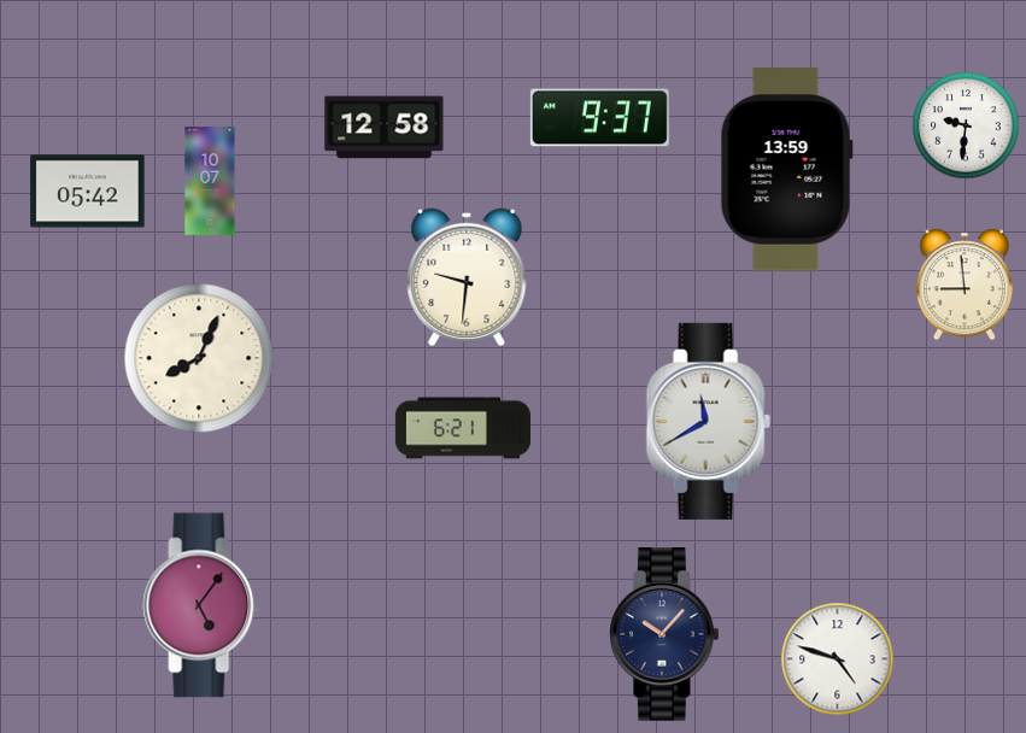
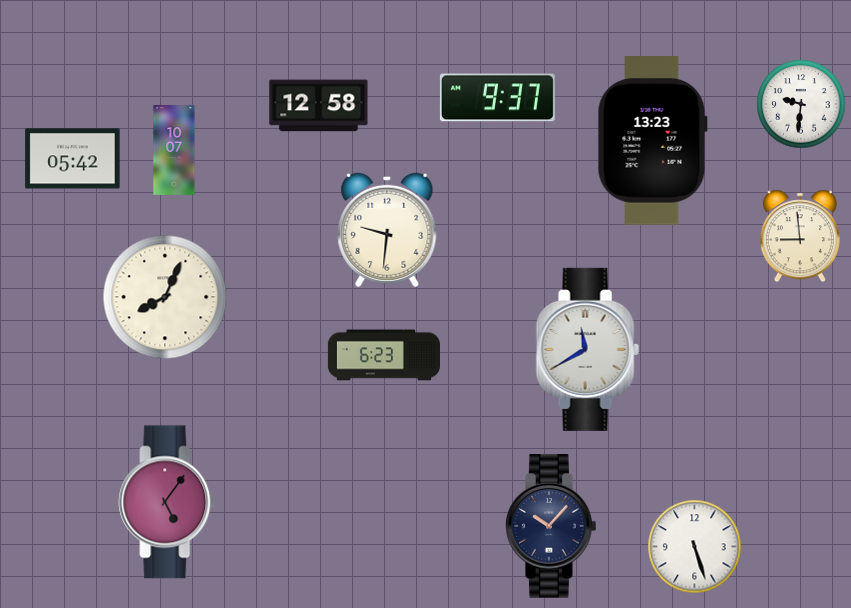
clock at (786, 170): 13:59 -> 13:23
clock at (462, 428): 6:21 -> 6:23
clock at (838, 659): 4:48 -> 5:27
